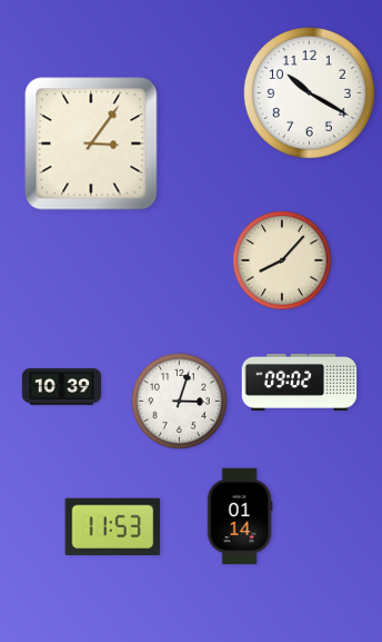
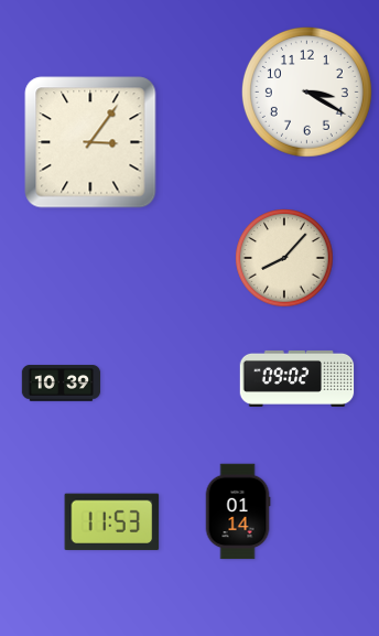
clock at (309, 92): 10:20 -> 3:20
clock at (282, 260) position: (282, 260) -> (284, 258)
clock at (180, 402): 3:03 -> none
